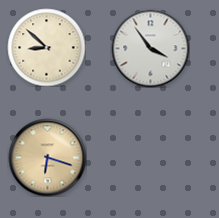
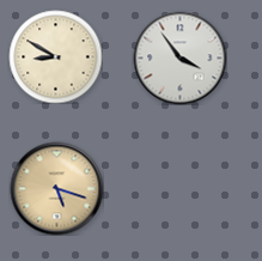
clock at (46, 47): 8:52 -> 8:50
clock at (47, 157): 6:18 -> 5:18
